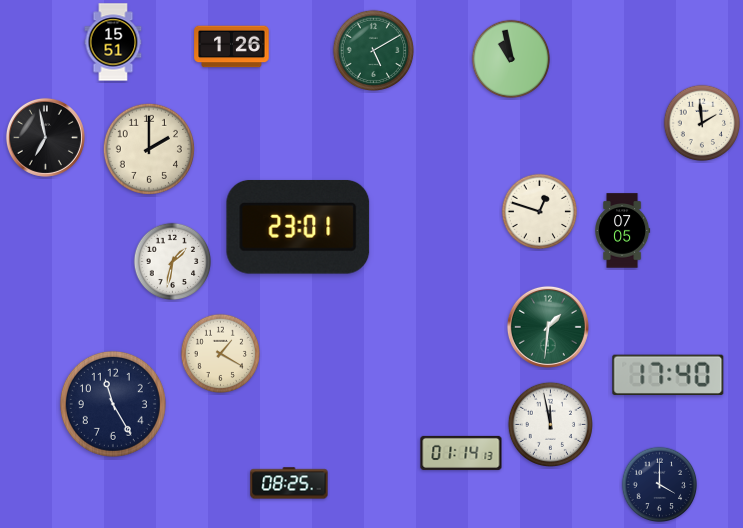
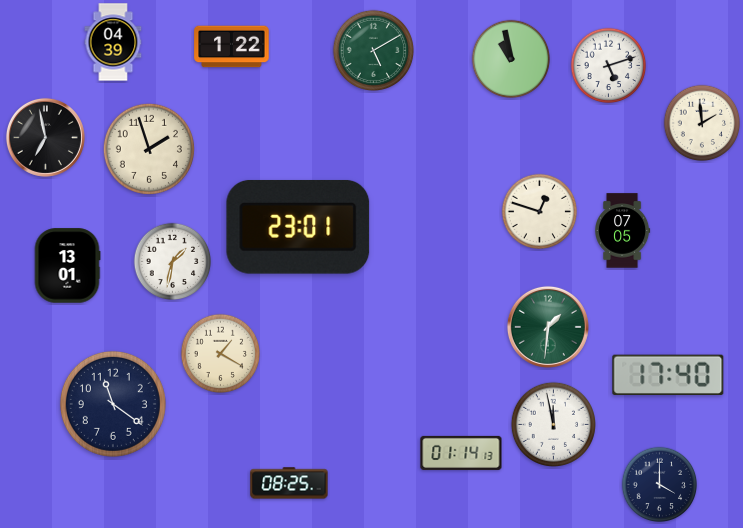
clock at (113, 42): 15:51 -> 04:39
clock at (232, 47): 1:26 -> 1:22
clock at (609, 66): none -> 5:12
clock at (149, 149): 2:00 -> 1:57
clock at (67, 266): none -> 13:01
clock at (113, 404): 11:25 -> 11:21
clock at (550, 424) position: (550, 424) -> (553, 424)
